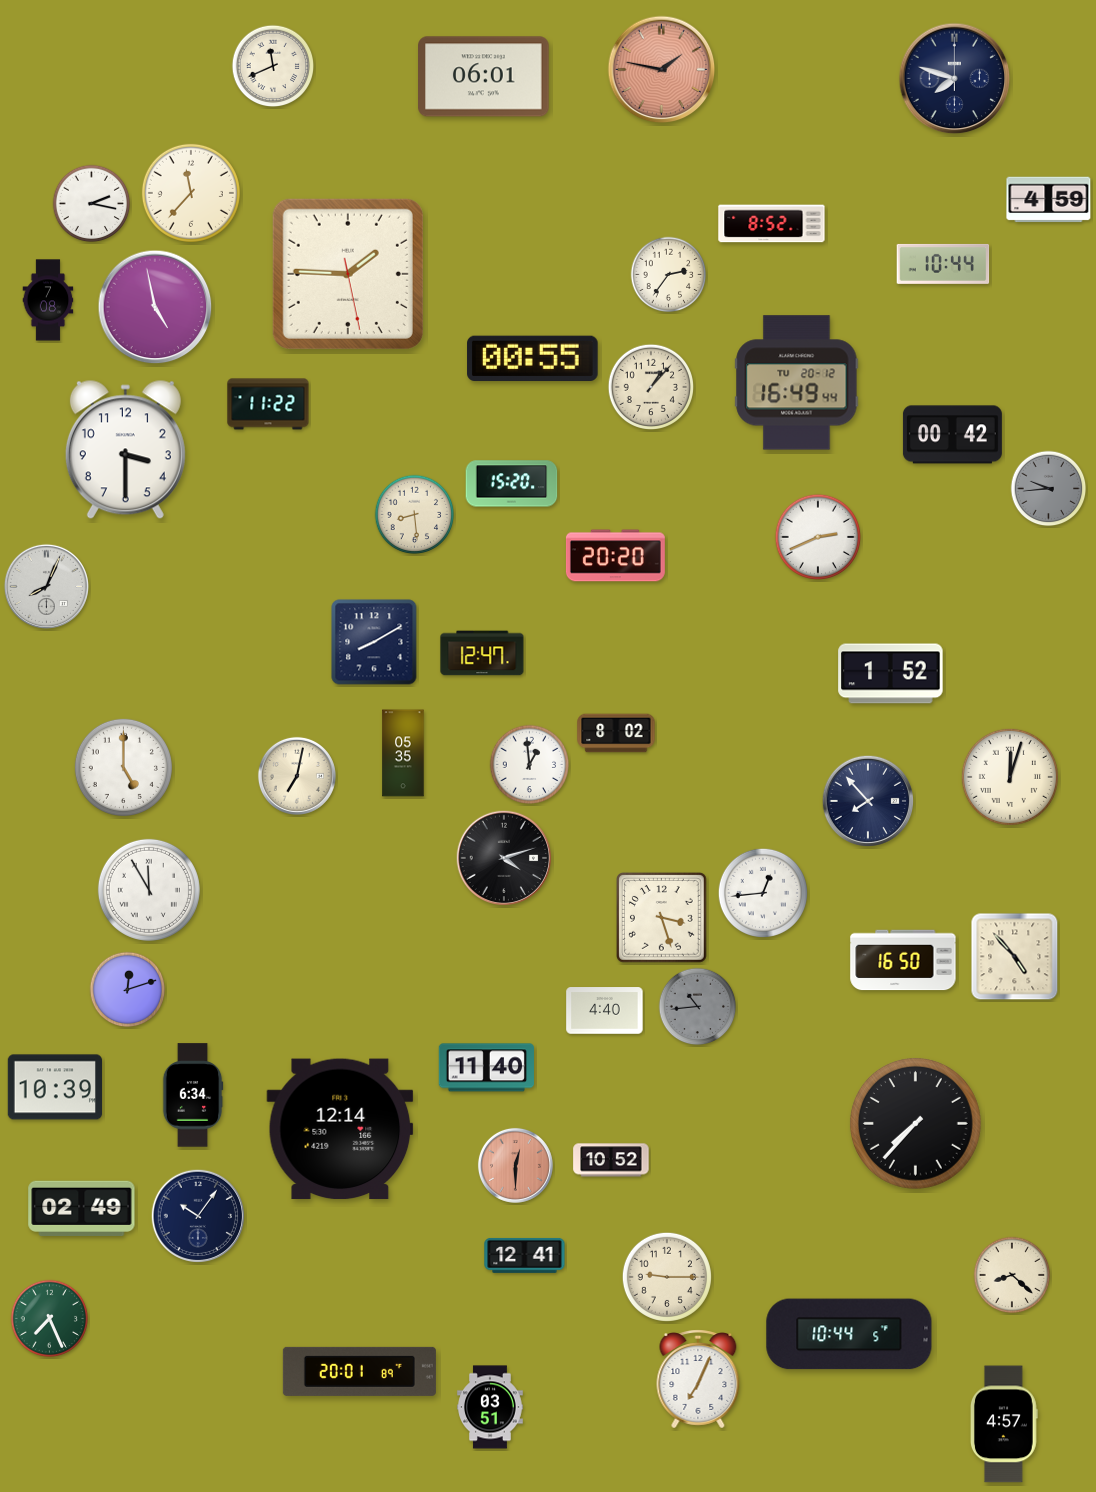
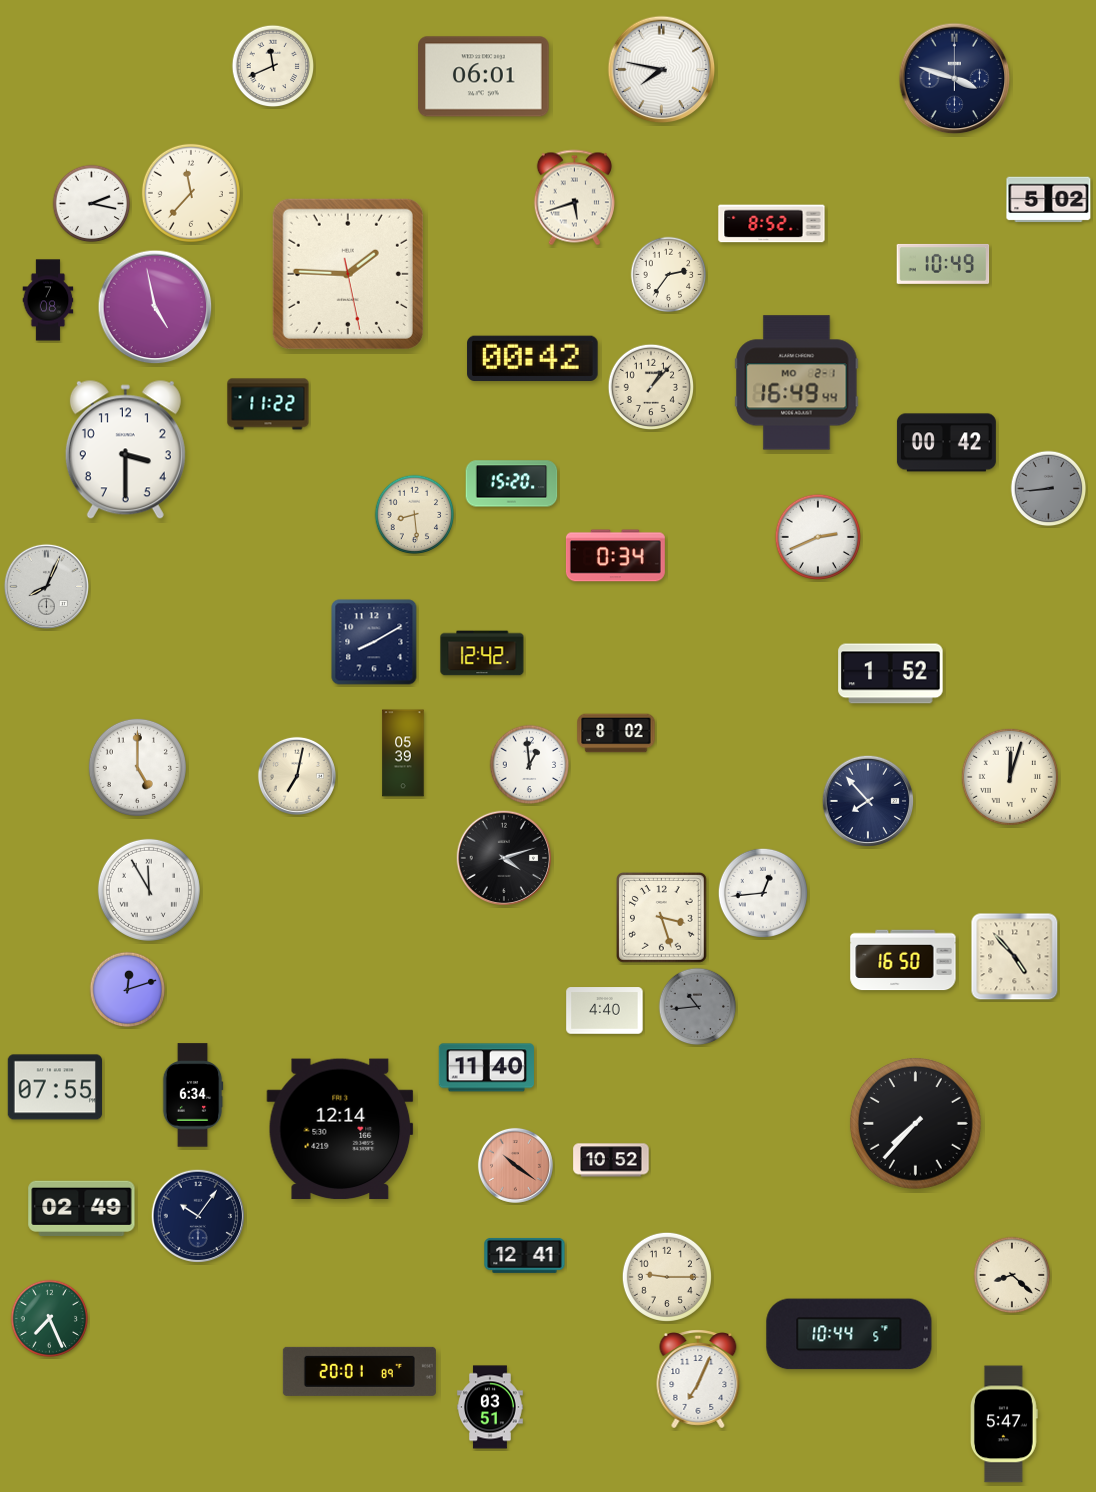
clock at (662, 70): 1:47 -> 7:47
clock at (662, 70) dial: salmon -> white
clock at (955, 79): 7:48 -> 3:48
clock at (574, 198): none -> 5:42
clock at (1049, 200): 4:59 -> 5:02
clock at (943, 264): 10:44 -> 10:49
clock at (533, 359): 00:55 -> 00:42
clock at (797, 383) date: TU 20-12 -> MO 2-1
clock at (952, 435) position: (952, 435) -> (946, 443)
clock at (1049, 489): 9:44 -> 8:44
clock at (615, 556): 20:20 -> 0:34
clock at (482, 653): 12:47 -> 12:42
clock at (403, 753): 05:35 -> 05:39
clock at (123, 767) position: (123, 767) -> (137, 767)
clock at (55, 1087): 10:39 -> 07:55
clock at (515, 1165): 12:30 -> 10:21
clock at (1005, 1424): 4:57 -> 5:47
